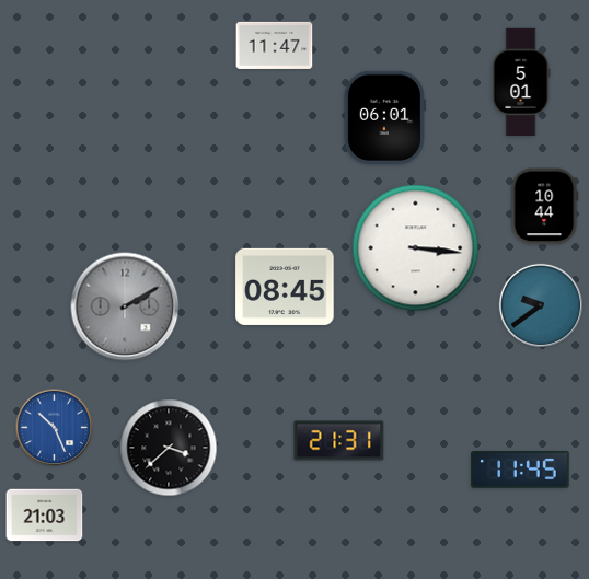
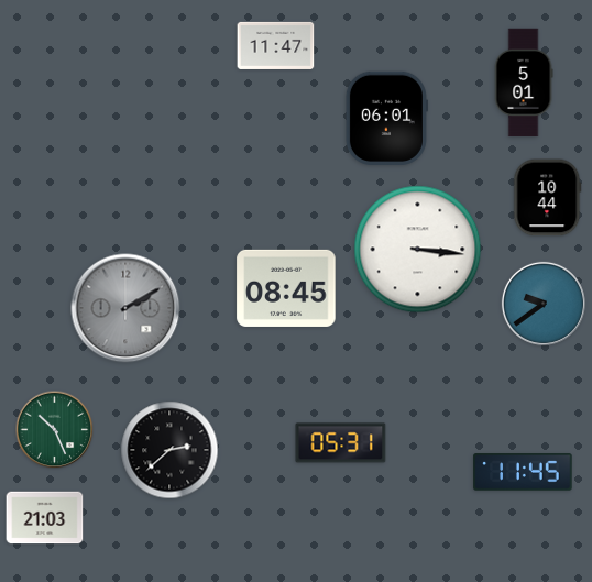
clock at (545, 207) position: (545, 207) -> (548, 198)
clock at (541, 305) position: (541, 305) -> (544, 304)
clock at (55, 428) dial: blue -> green
clock at (339, 441): 21:31 -> 05:31
clock at (169, 448): 3:38 -> 2:38
